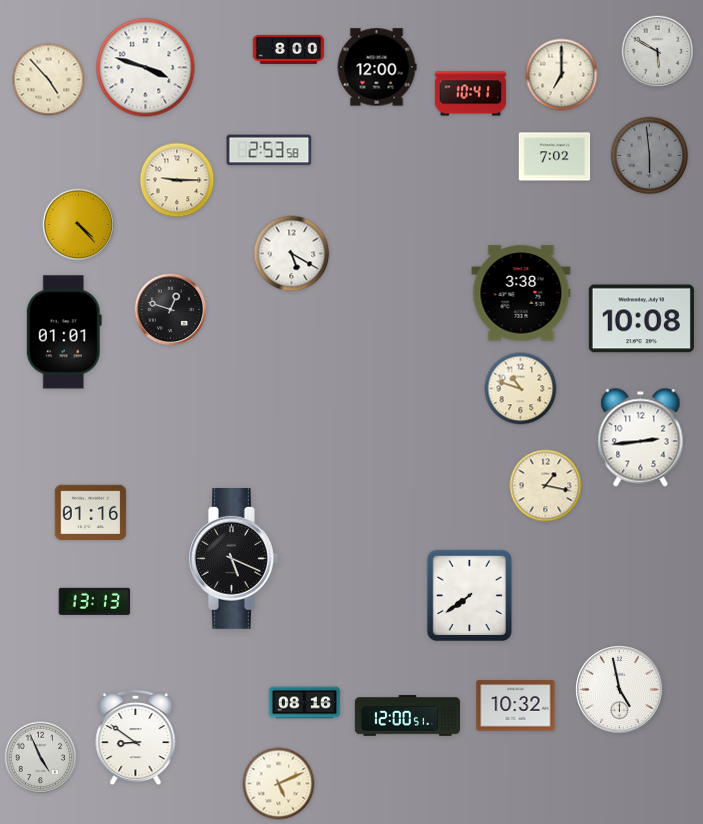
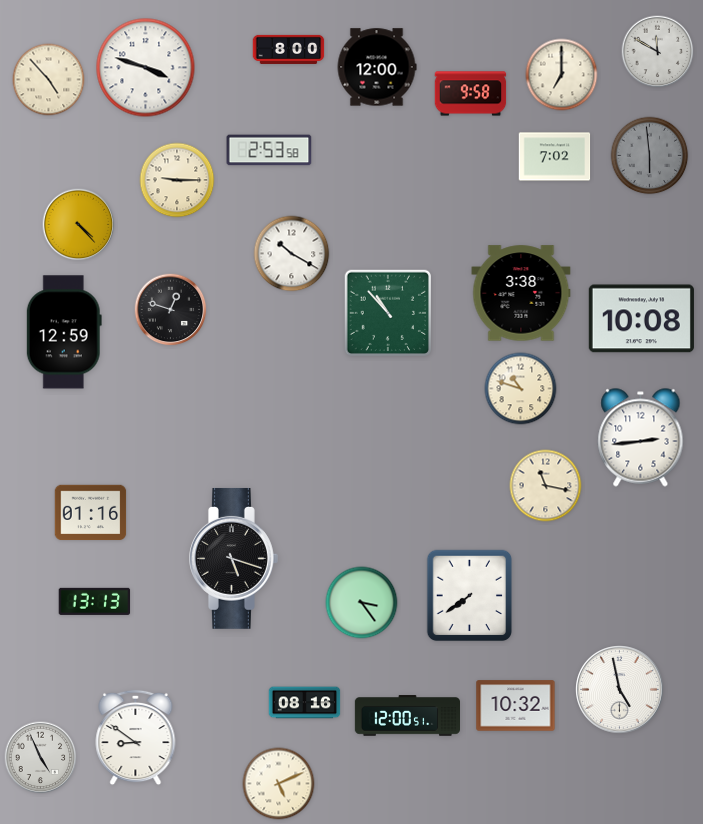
clock at (658, 52): 5:50 -> 11:50
clock at (471, 94): 10:41 -> 9:58
clock at (292, 254): 5:20 -> 10:20
clock at (387, 312): none -> 10:53
clock at (64, 332): 01:01 -> 12:59
clock at (546, 486): 1:17 -> 11:17
clock at (234, 558): 5:19 -> 5:18
clock at (362, 603): none -> 3:24
